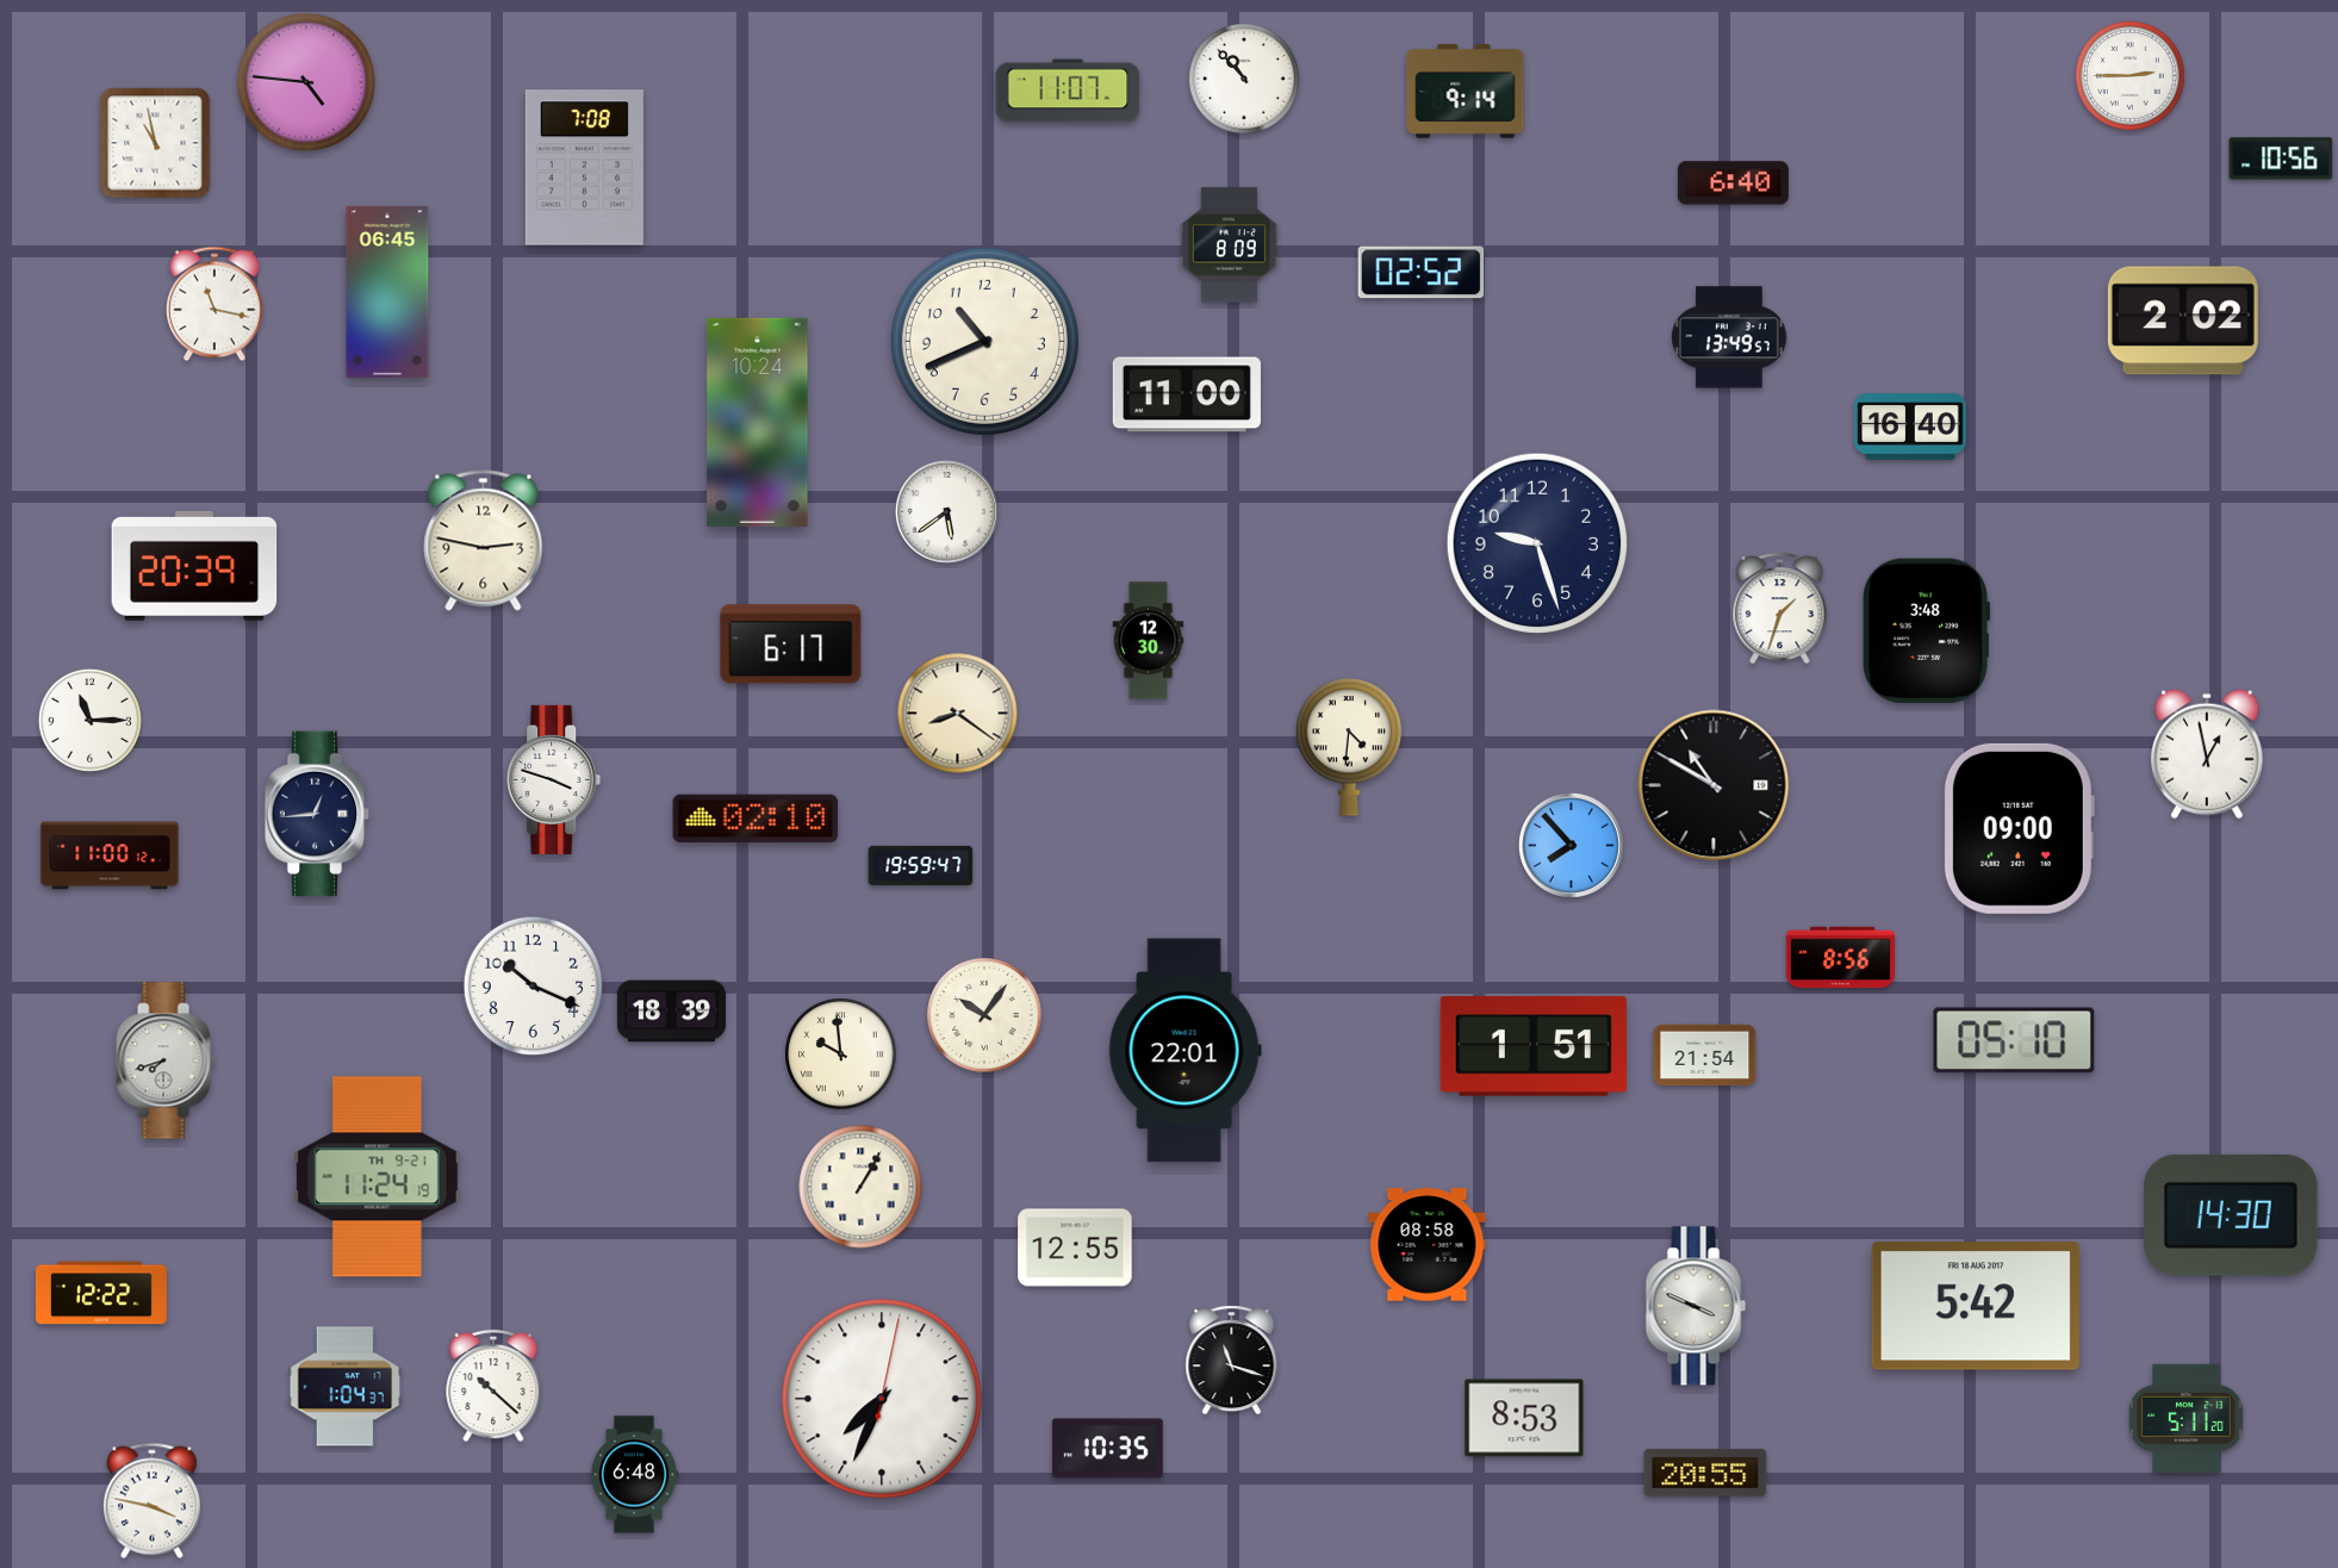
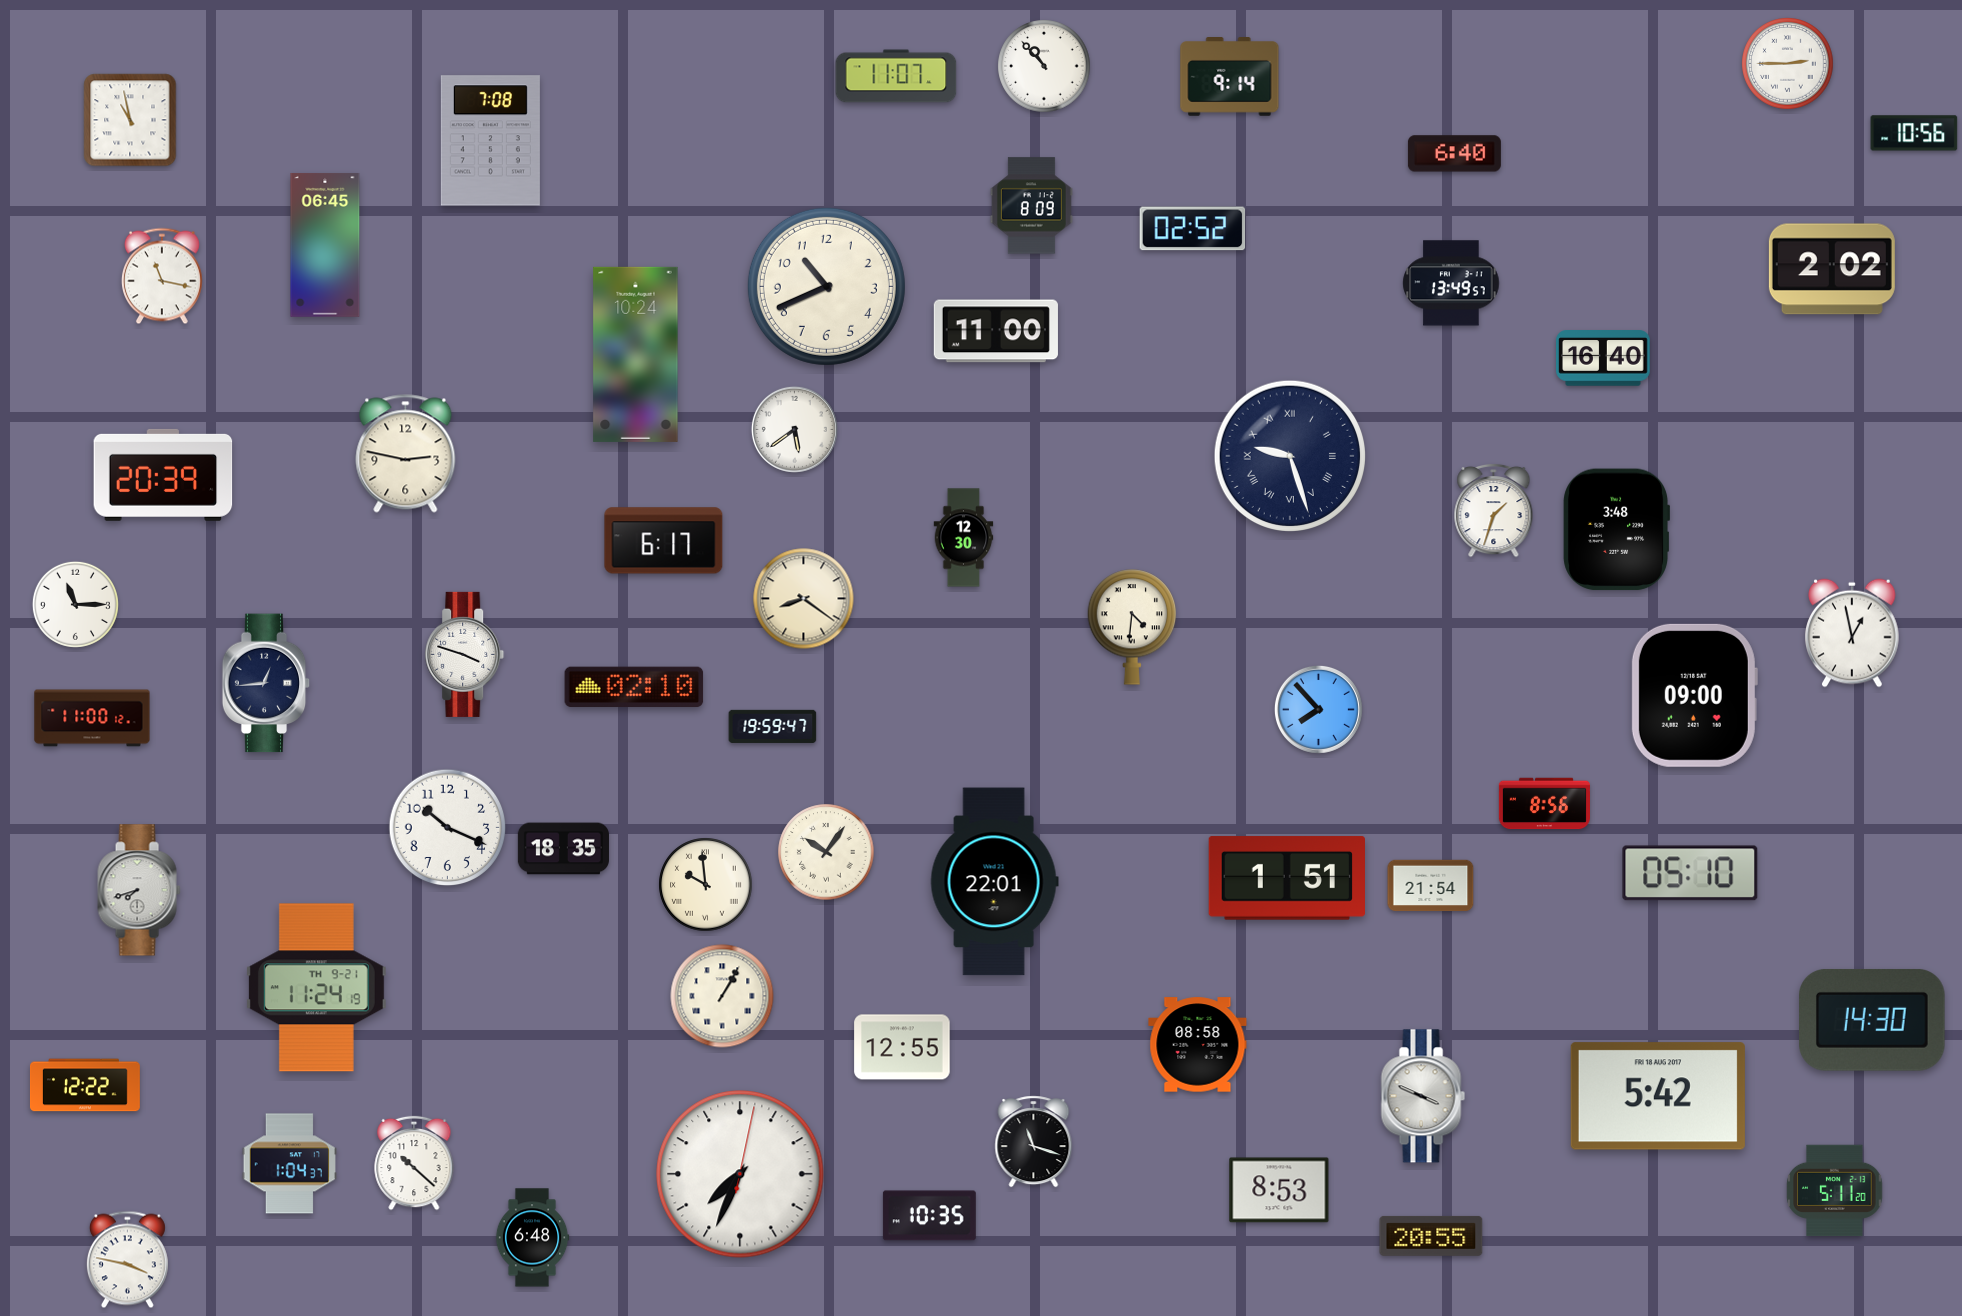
clock at (306, 82): 4:46 -> none
clock at (214, 304) position: (214, 304) -> (162, 276)
clock at (1536, 542) numerals: Arabic -> Roman
clock at (1714, 785): 10:50 -> none
clock at (671, 1012): 18:39 -> 18:35
